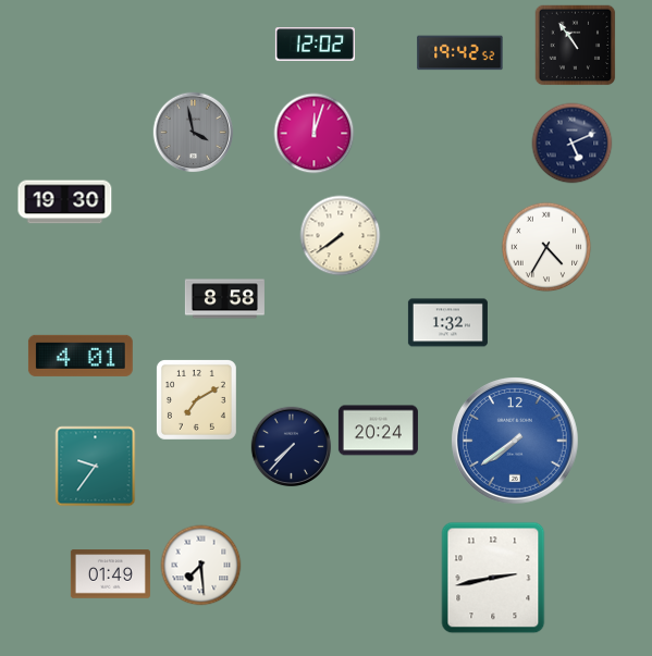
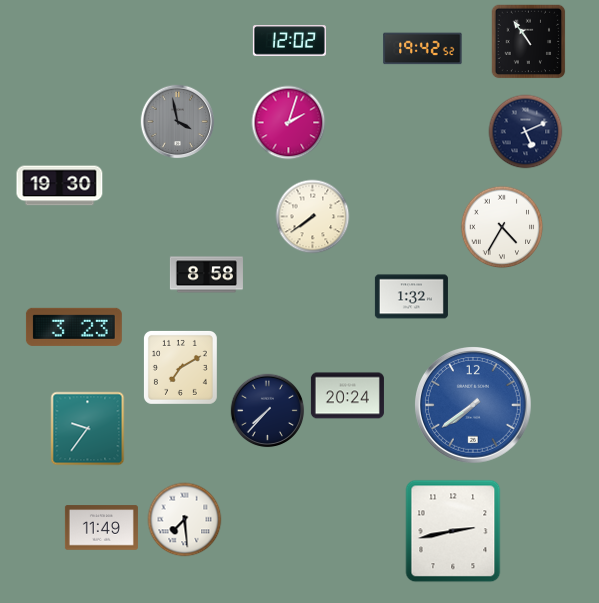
clock at (315, 134): 12:03 -> 2:03
clock at (81, 356): 4:01 -> 3:23
clock at (110, 574): 01:49 -> 11:49
